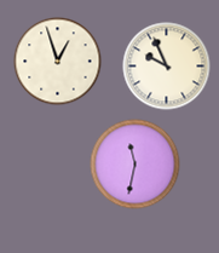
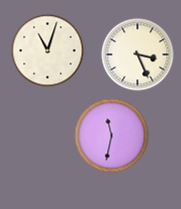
clock at (58, 62): 12:57 -> 11:03
clock at (167, 67): 9:56 -> 3:26
